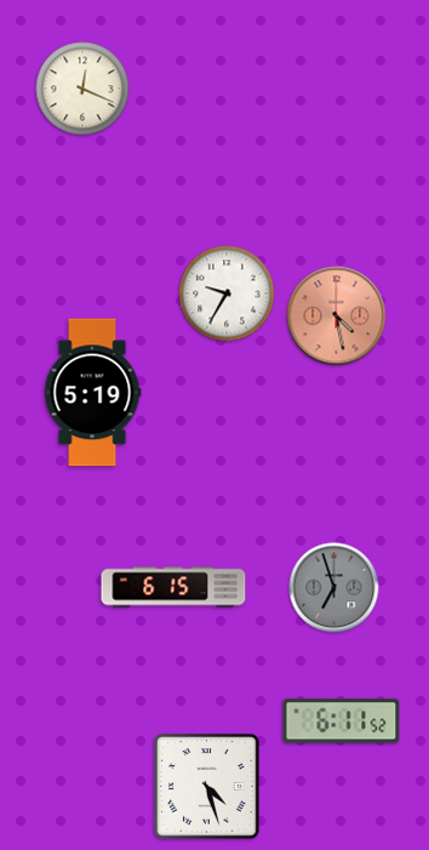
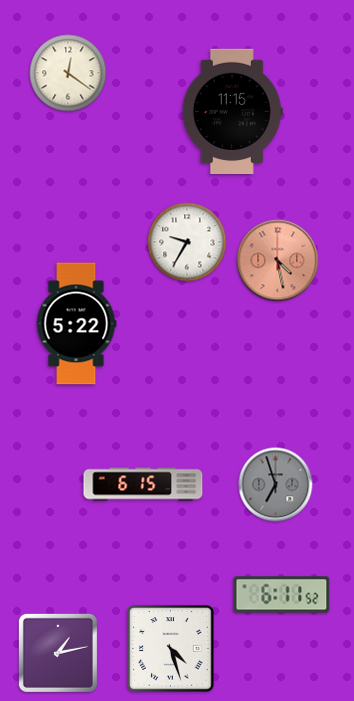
clock at (82, 89): 12:19 -> 12:21
clock at (232, 111): none -> 11:15
clock at (92, 393): 5:19 -> 5:22
clock at (58, 653): none -> 1:13
